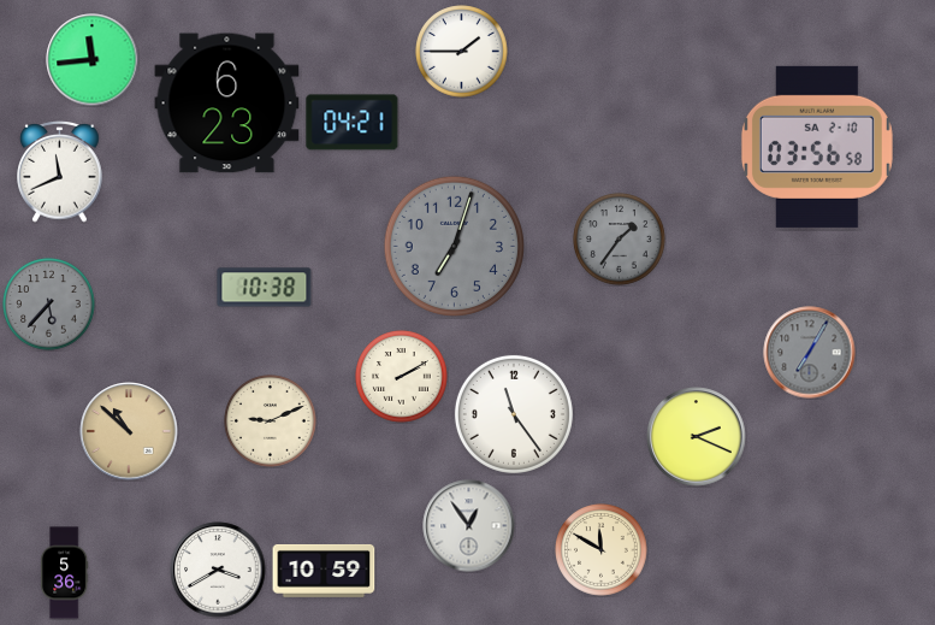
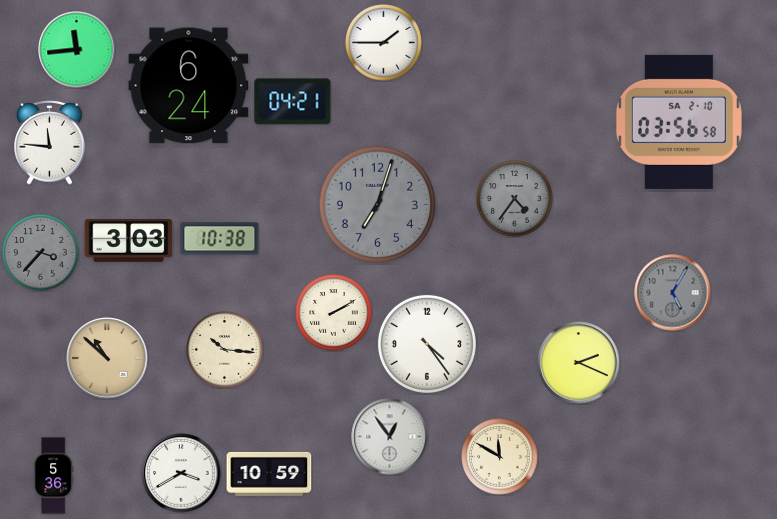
clock at (227, 104): 6:23 -> 6:24
clock at (60, 172): 11:41 -> 11:46
clock at (620, 240): 1:36 -> 4:36
clock at (129, 241): none -> 3:03
clock at (49, 305): 5:37 -> 3:37
clock at (810, 353): 7:05 -> 5:05
clock at (514, 414): 11:24 -> 4:24
clock at (271, 421): 9:11 -> 10:16
